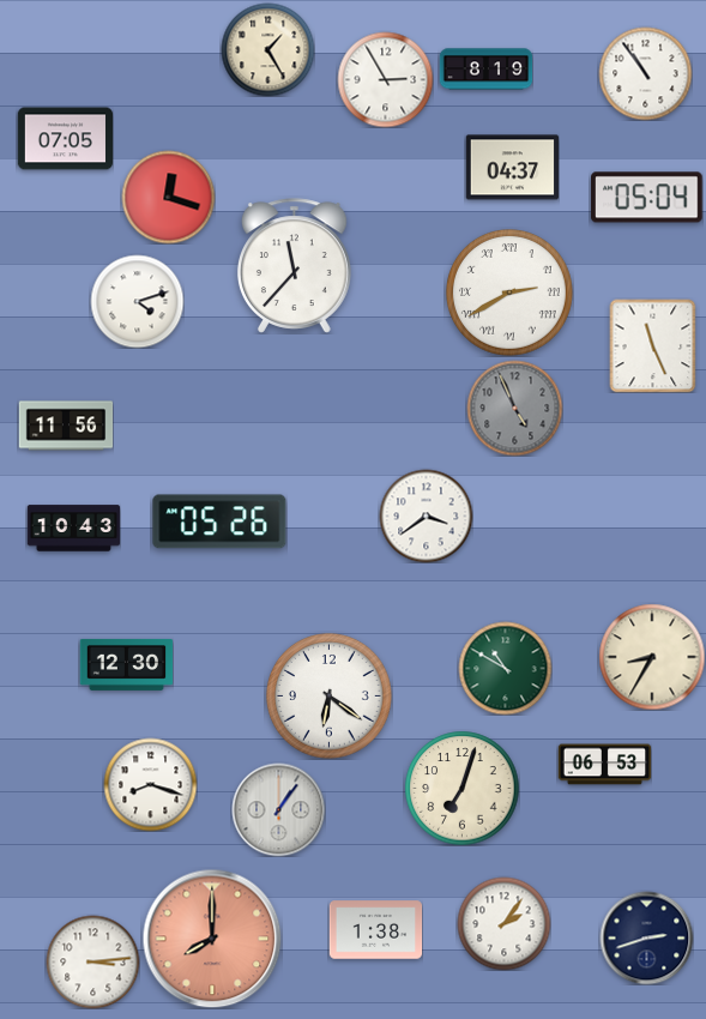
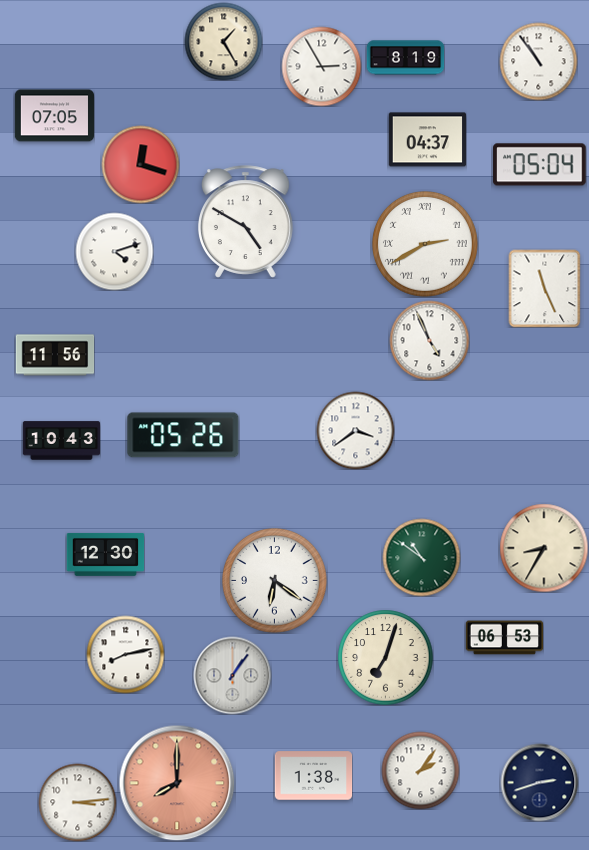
clock at (294, 266): 11:37 -> 4:50
clock at (514, 408) dial: grey -> white
clock at (505, 668): 10:50 -> 10:51
clock at (150, 784): 8:18 -> 8:13
